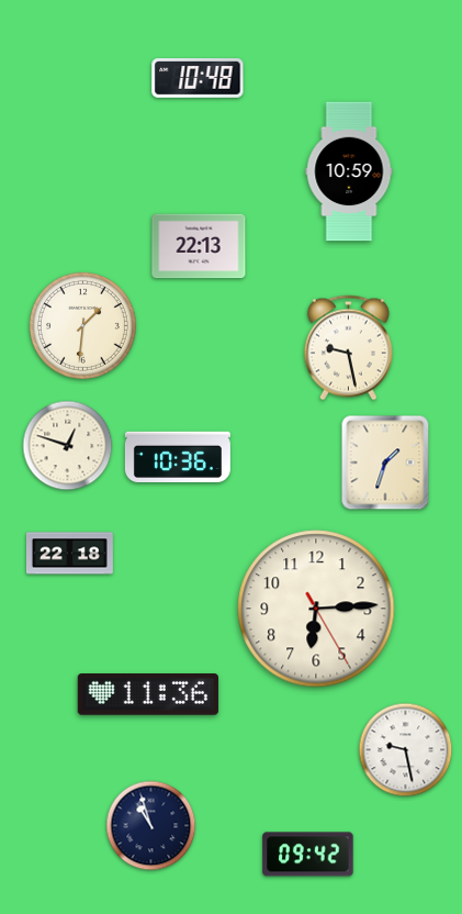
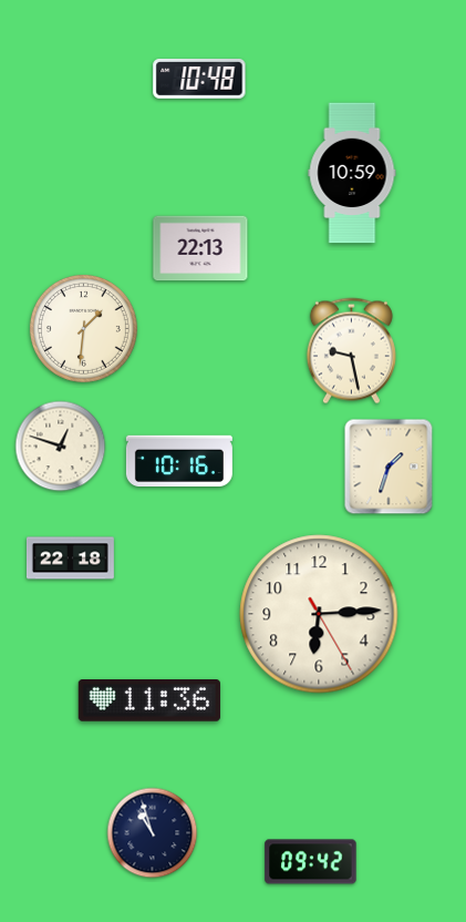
clock at (68, 446) position: (68, 446) -> (61, 447)
clock at (178, 456): 10:36 -> 10:16
clock at (406, 750): 9:28 -> none
